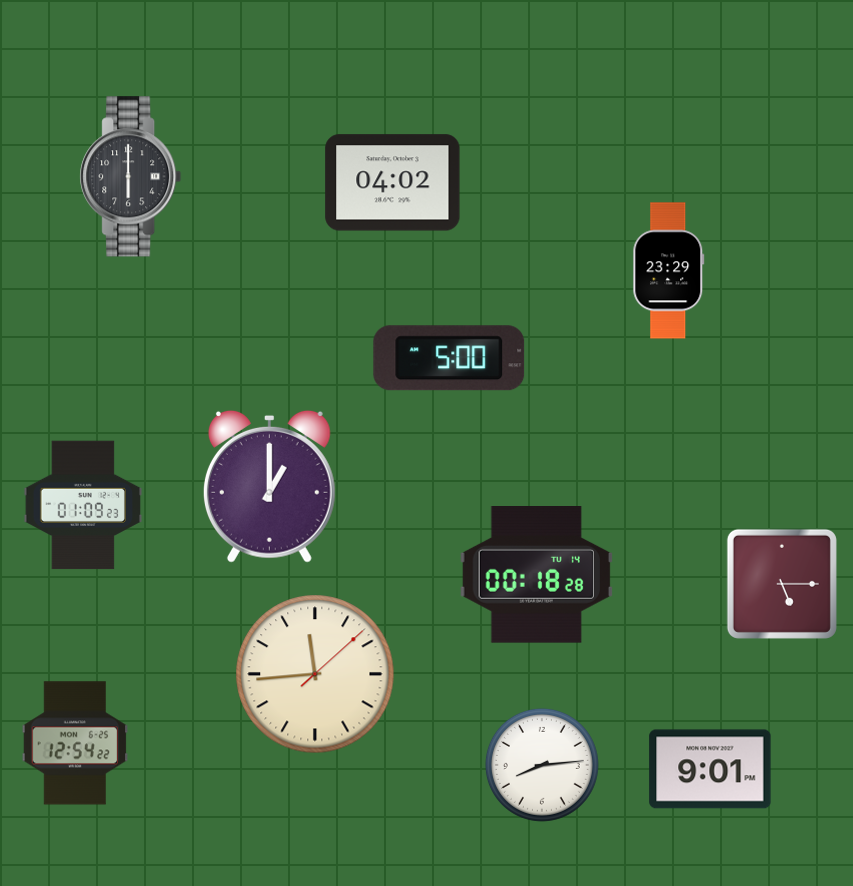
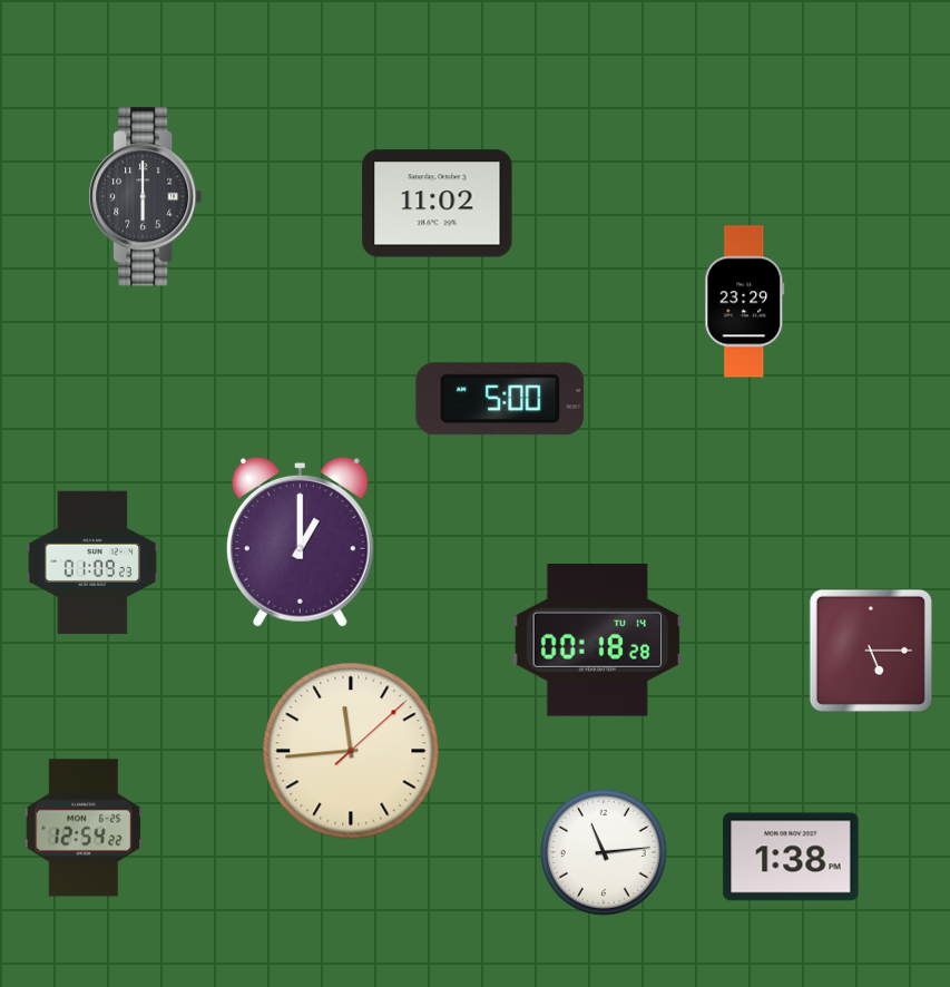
clock at (393, 183): 04:02 -> 11:02
clock at (542, 765): 8:14 -> 11:14
clock at (710, 769): 9:01 -> 1:38
